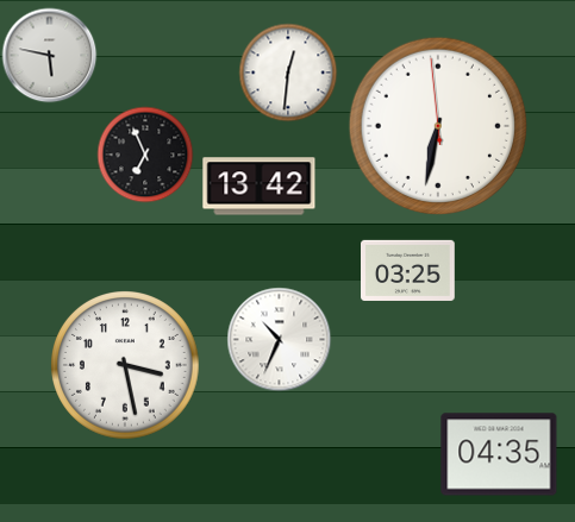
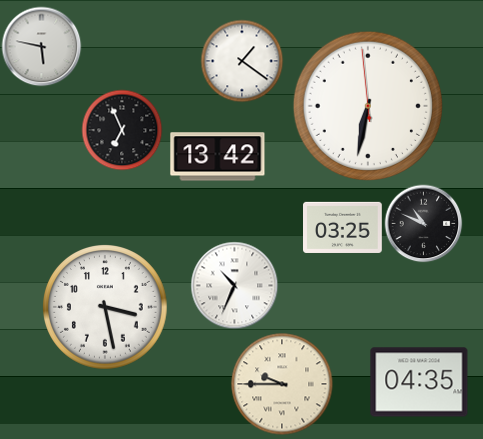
clock at (288, 73): 12:31 -> 1:21
clock at (423, 223): none -> 10:49
clock at (282, 384): none -> 9:45
